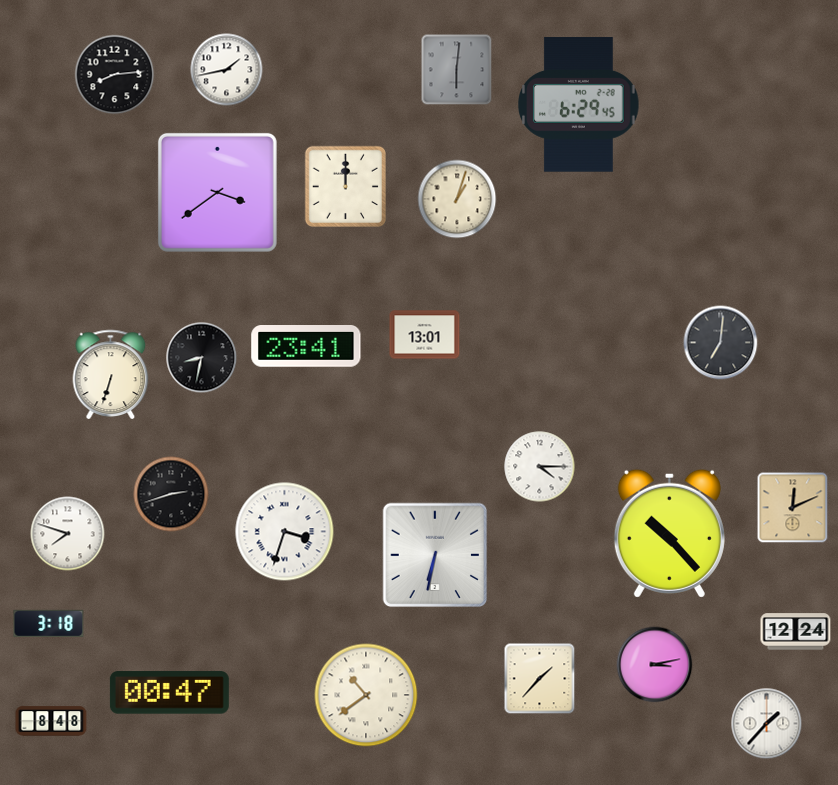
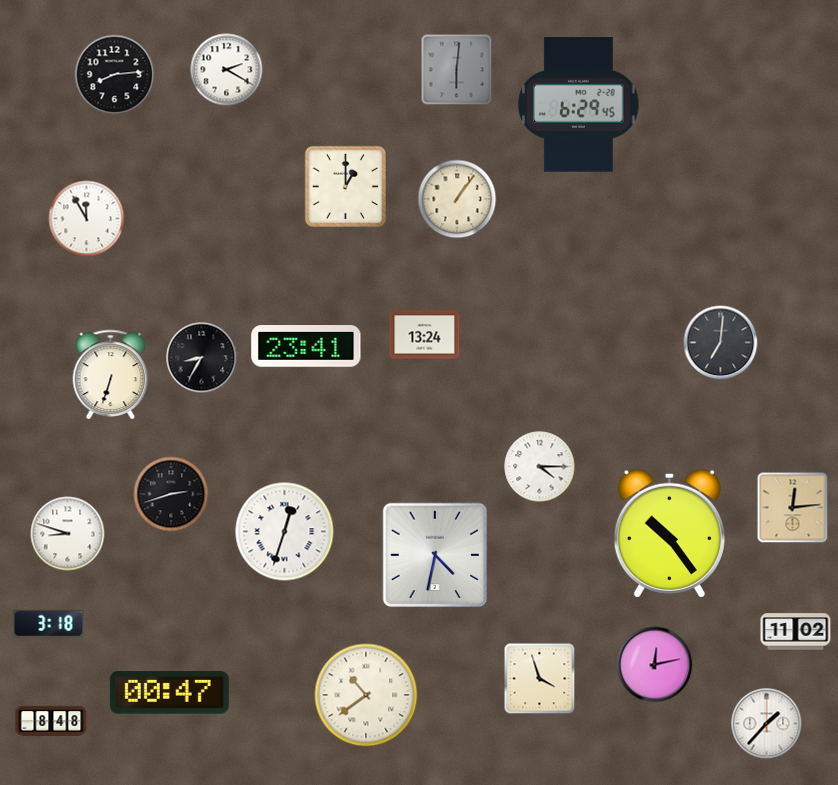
clock at (227, 70): 1:43 -> 2:20
clock at (345, 186): 12:00 -> 1:00
clock at (217, 192): 3:39 -> none
clock at (457, 199): 1:03 -> 1:06
clock at (87, 219): none -> 11:55
clock at (425, 335): 13:01 -> 13:24
clock at (202, 358): 8:32 -> 8:35
clock at (793, 508): 12:11 -> 12:14
clock at (285, 532): 3:33 -> 12:33
clock at (669, 533): 10:23 -> 10:24
clock at (68, 534): 7:48 -> 8:48
clock at (435, 555): 6:32 -> 4:32
clock at (796, 632): 12:24 -> 11:02
clock at (655, 665): 3:13 -> 12:13
clock at (540, 679): 1:37 -> 3:57
